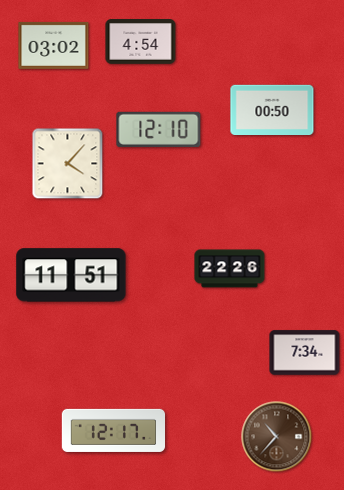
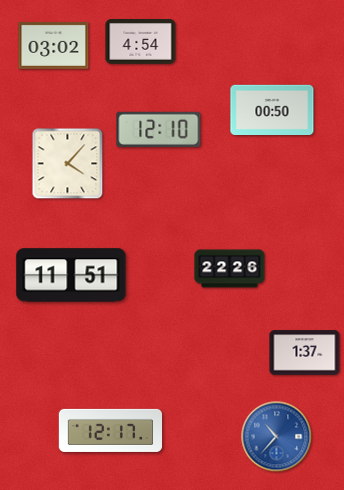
clock at (305, 353): 7:34 -> 1:37
clock at (114, 430) position: (114, 430) -> (111, 430)
clock at (277, 437) dial: brown -> blue
